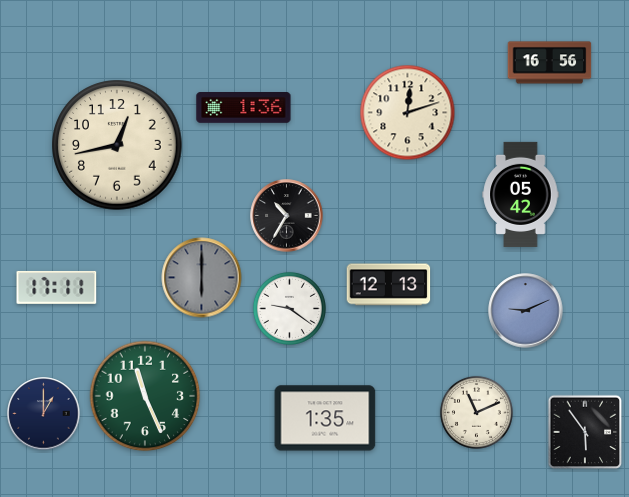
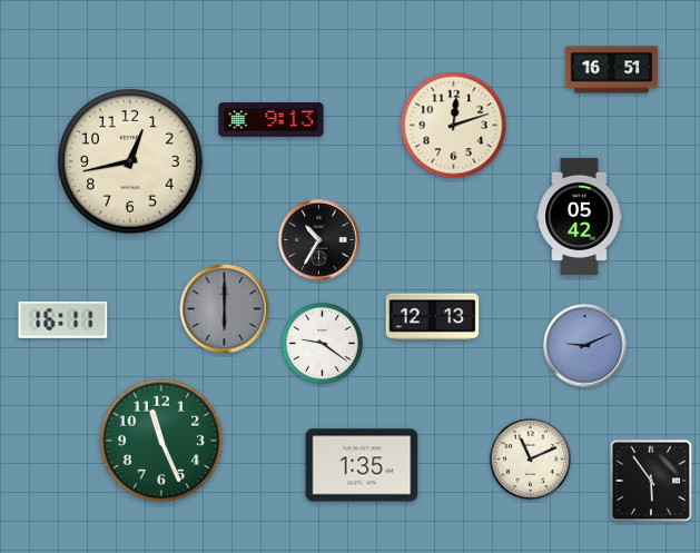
clock at (550, 63): 16:56 -> 16:51
clock at (244, 108): 1:36 -> 9:13
clock at (57, 287): 17:11 -> 16:11
clock at (44, 414): 1:00 -> none
